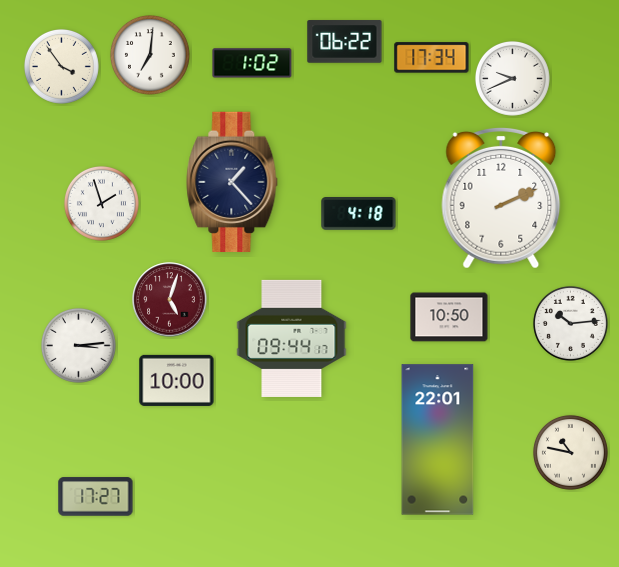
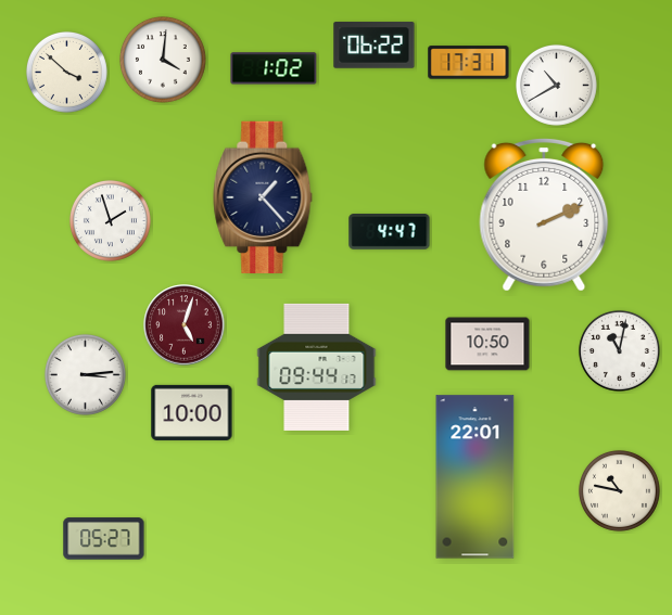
clock at (151, 56): 7:01 -> 4:01
clock at (432, 58): 17:34 -> 17:31
clock at (61, 66): 3:54 -> 3:52
clock at (512, 78): 9:41 -> 10:40
clock at (232, 181) position: (232, 181) -> (263, 196)
clock at (359, 214): 4:18 -> 4:47
clock at (570, 323): 10:14 -> 11:02
clock at (96, 497): 17:27 -> 05:27
